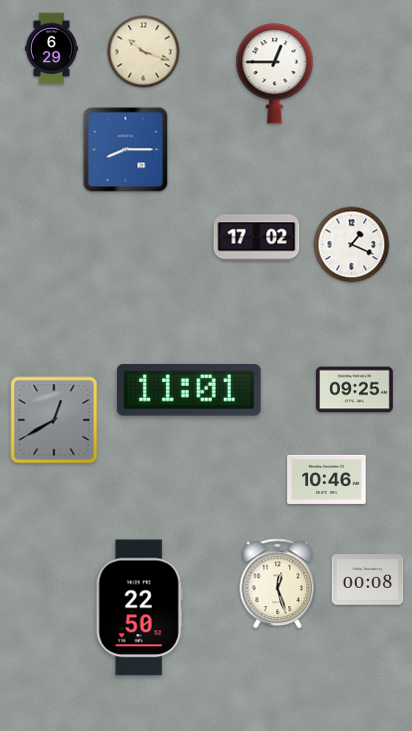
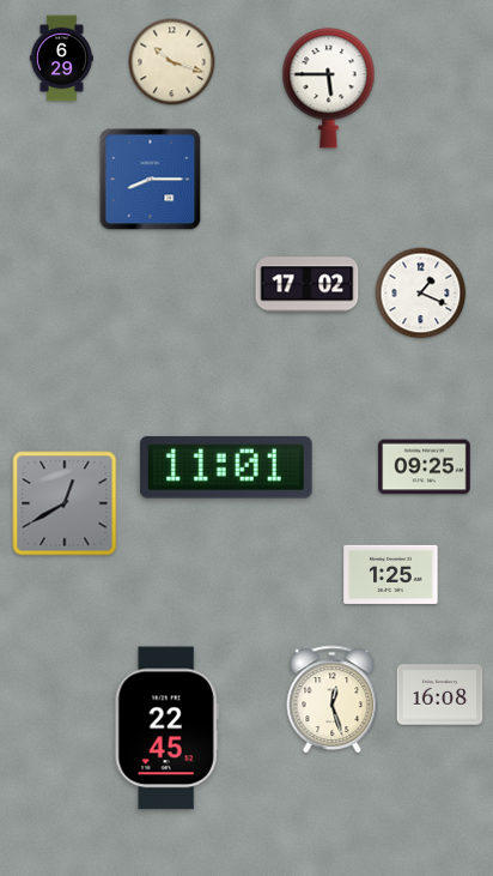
clock at (275, 74): 12:45 -> 5:45
clock at (327, 479): 10:46 -> 1:25
clock at (368, 580): 00:08 -> 16:08
clock at (139, 608): 22:50 -> 22:45
